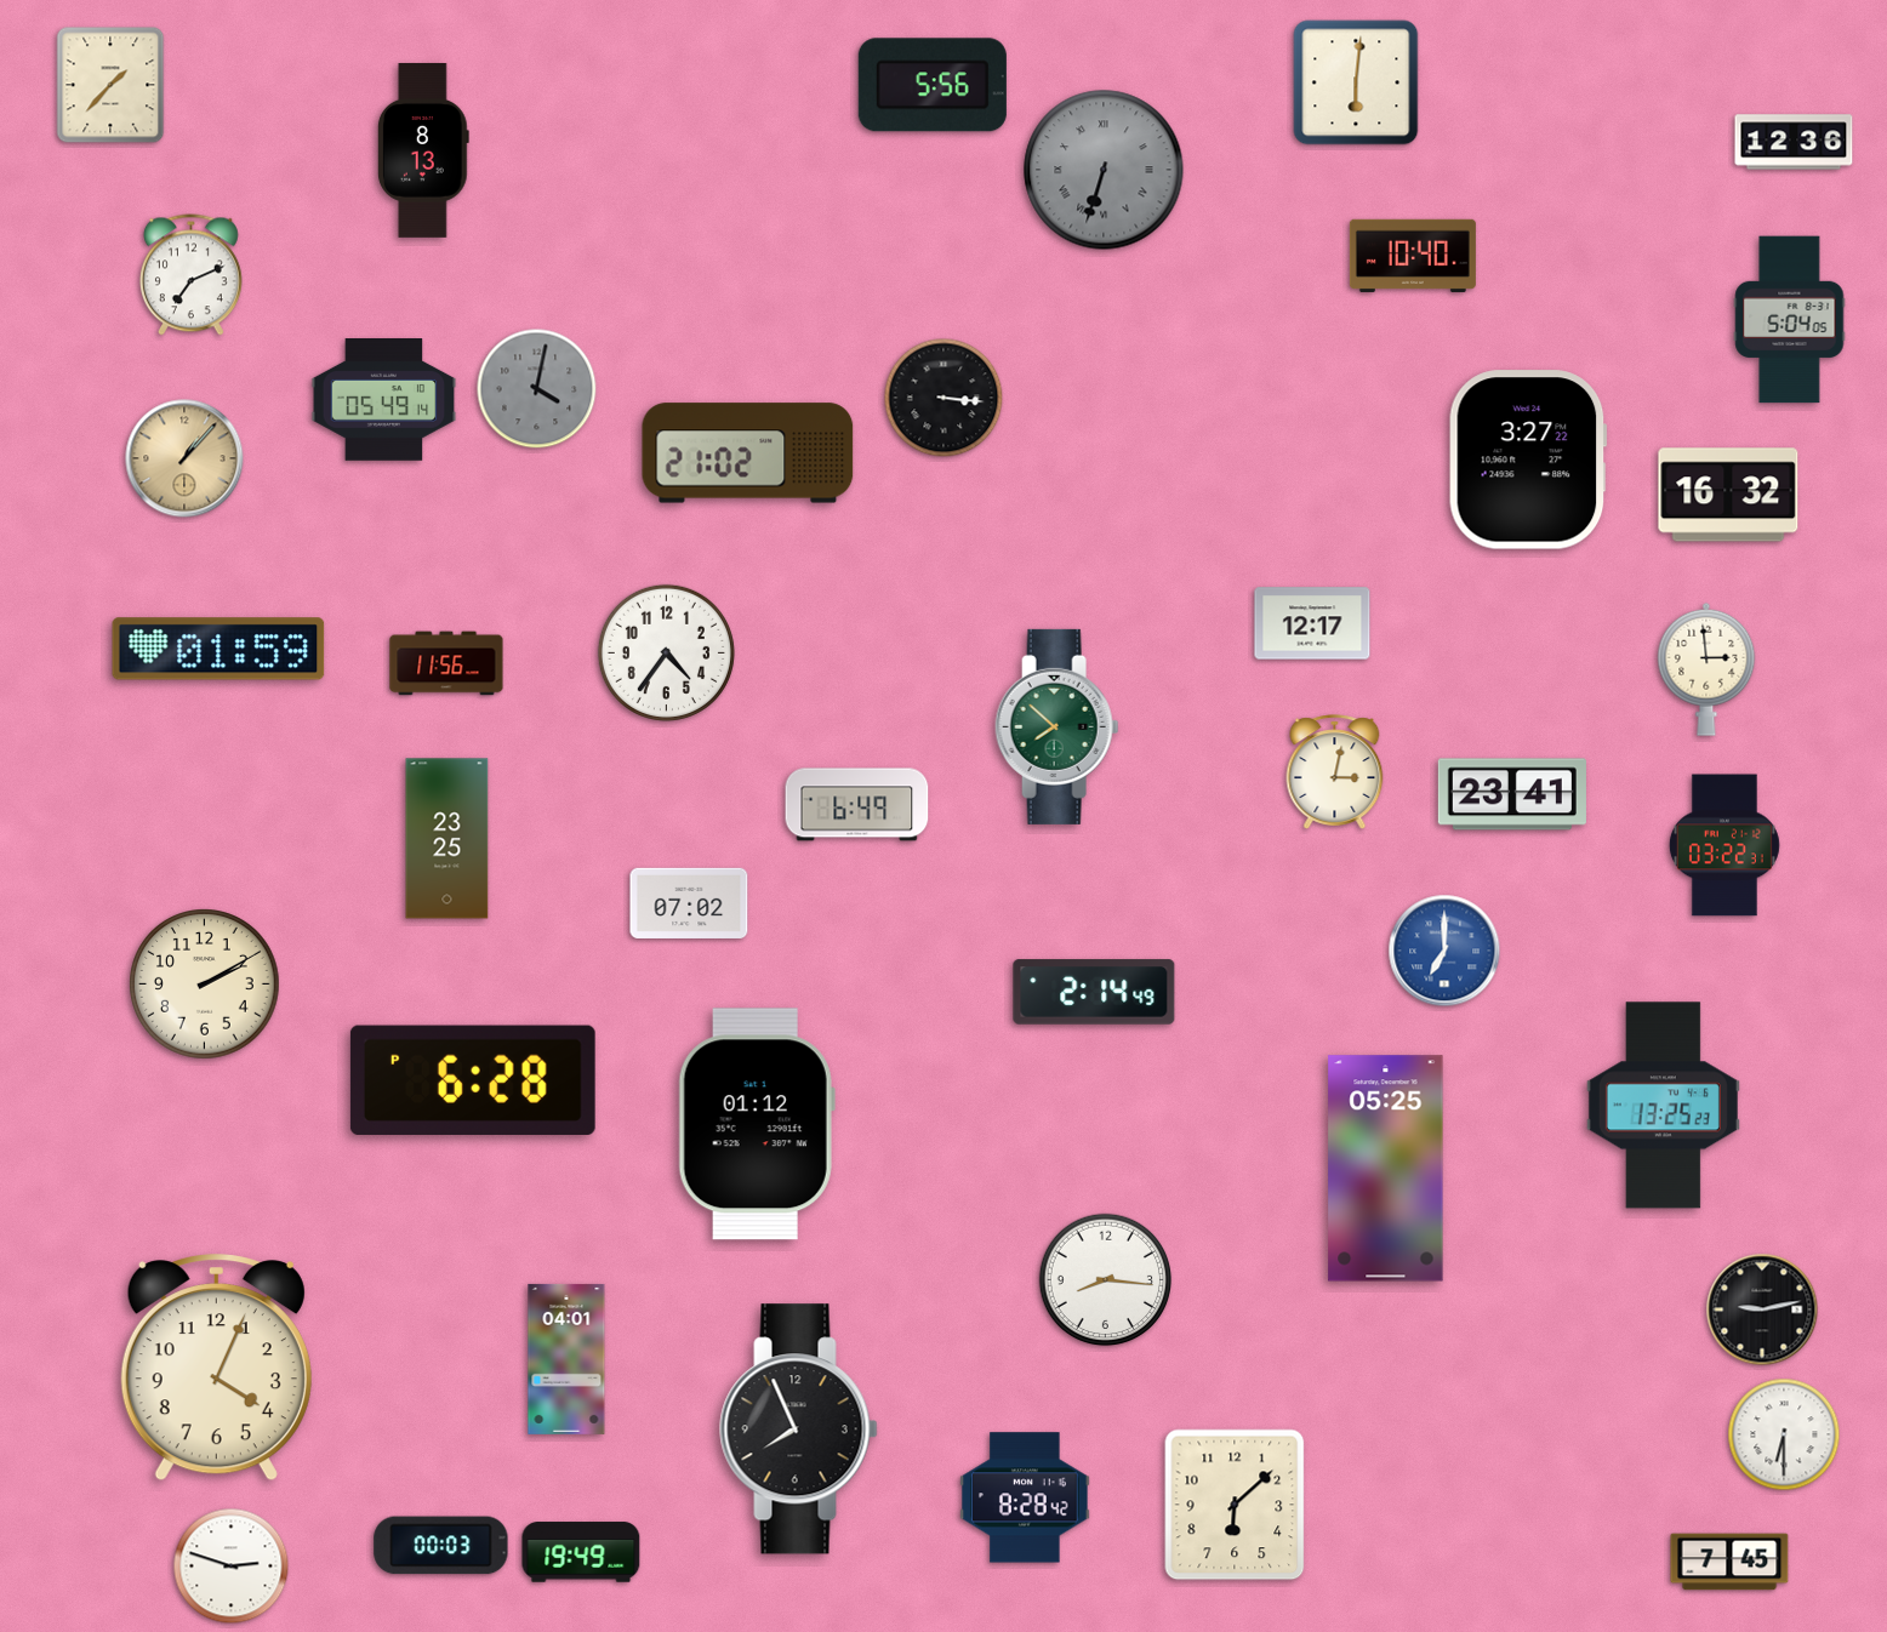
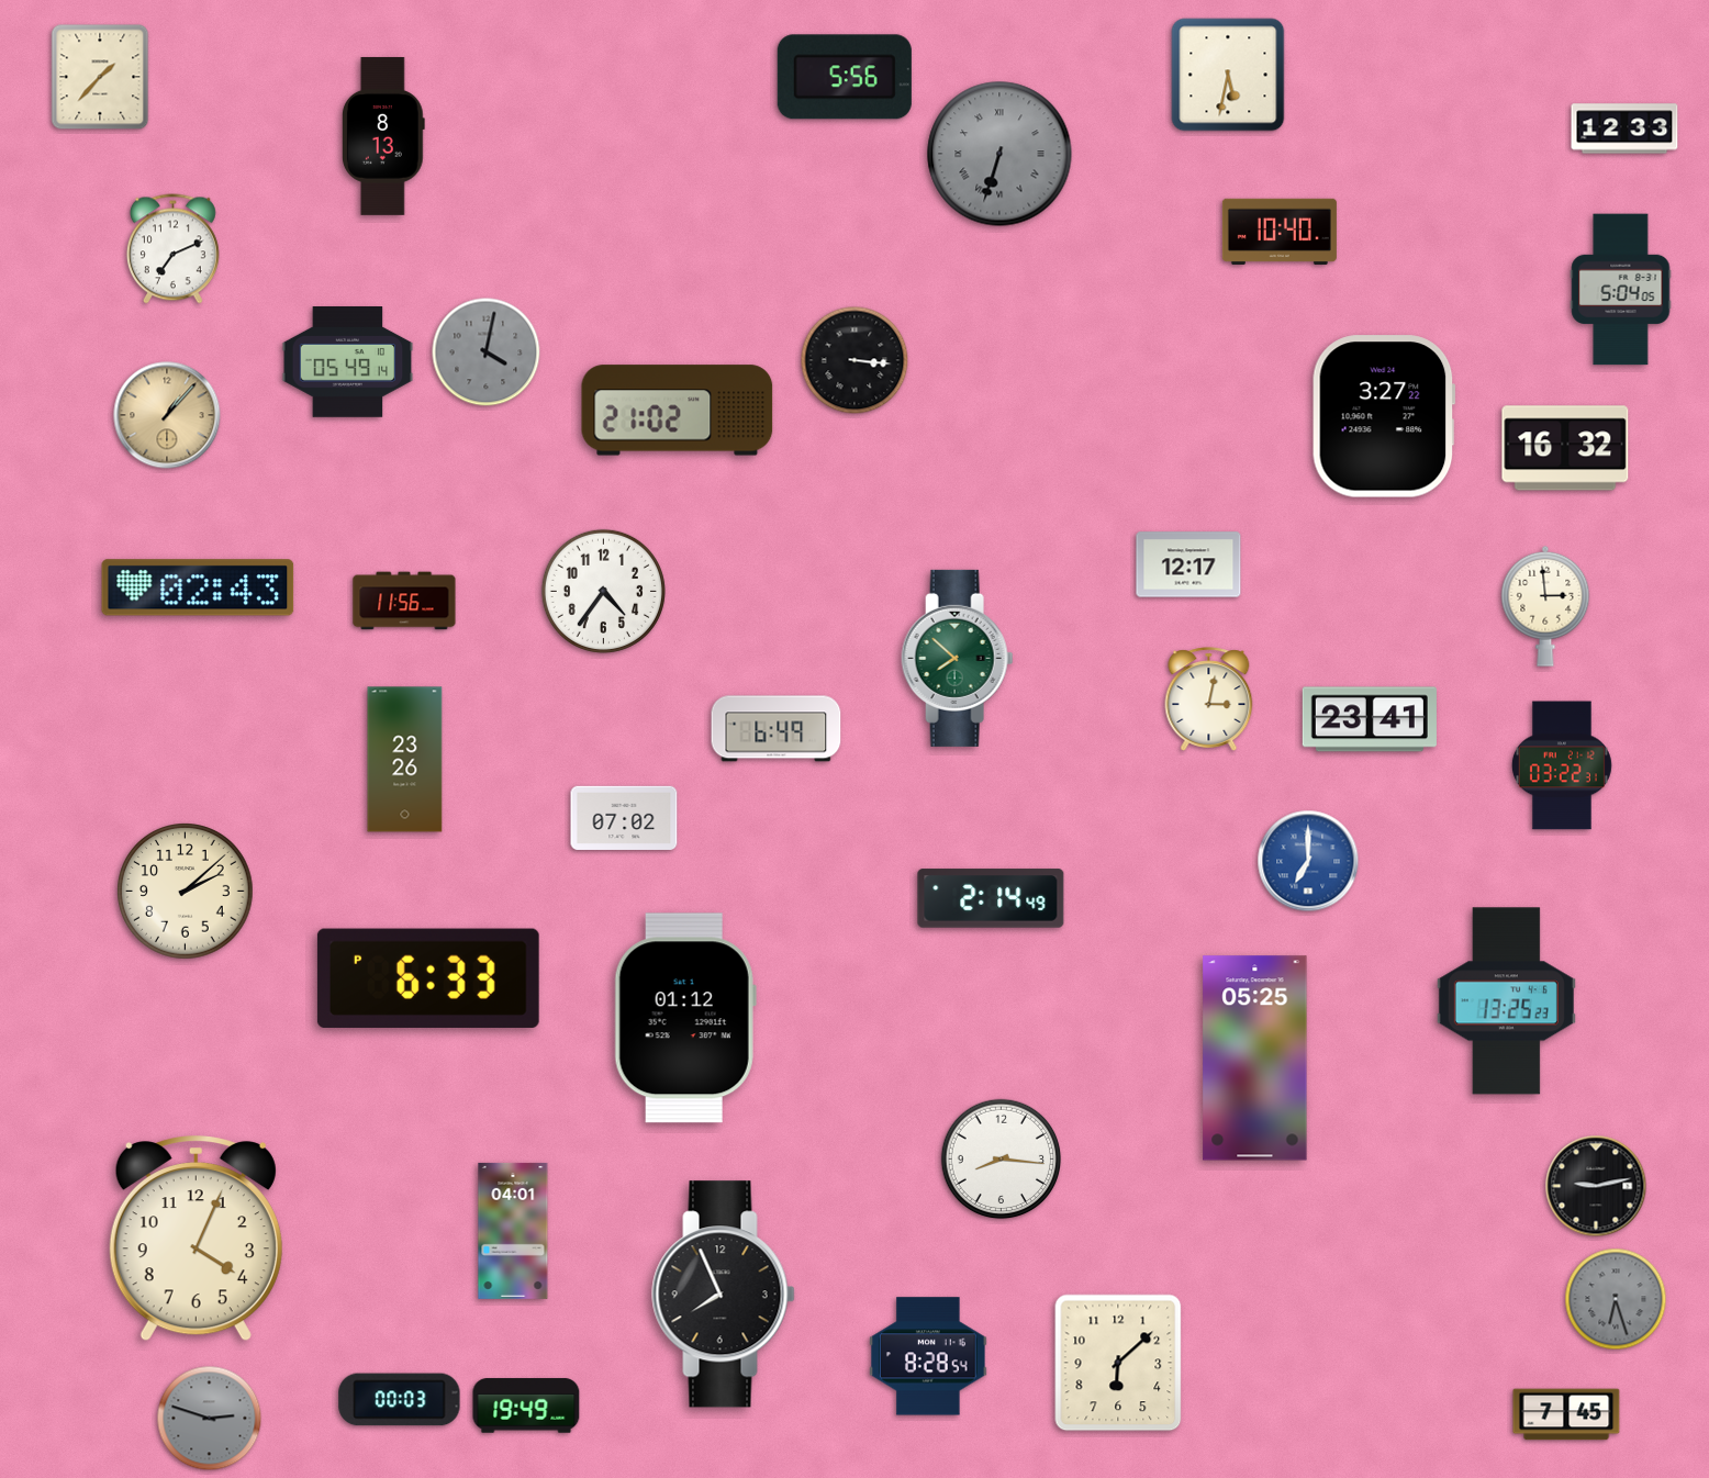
clock at (1356, 82): 6:01 -> 5:32
clock at (1794, 142): 12:36 -> 12:33
clock at (218, 649): 01:59 -> 02:43
clock at (447, 839): 23:25 -> 23:26
clock at (205, 985): 2:10 -> 2:08
clock at (473, 1080): 6:28 -> 6:33
clock at (1784, 1434): 6:30 -> 6:27
clock at (1784, 1434) dial: white -> grey
clock at (1025, 1497): 8:28:42 -> 8:28:54
clock at (232, 1567) dial: white -> grey
